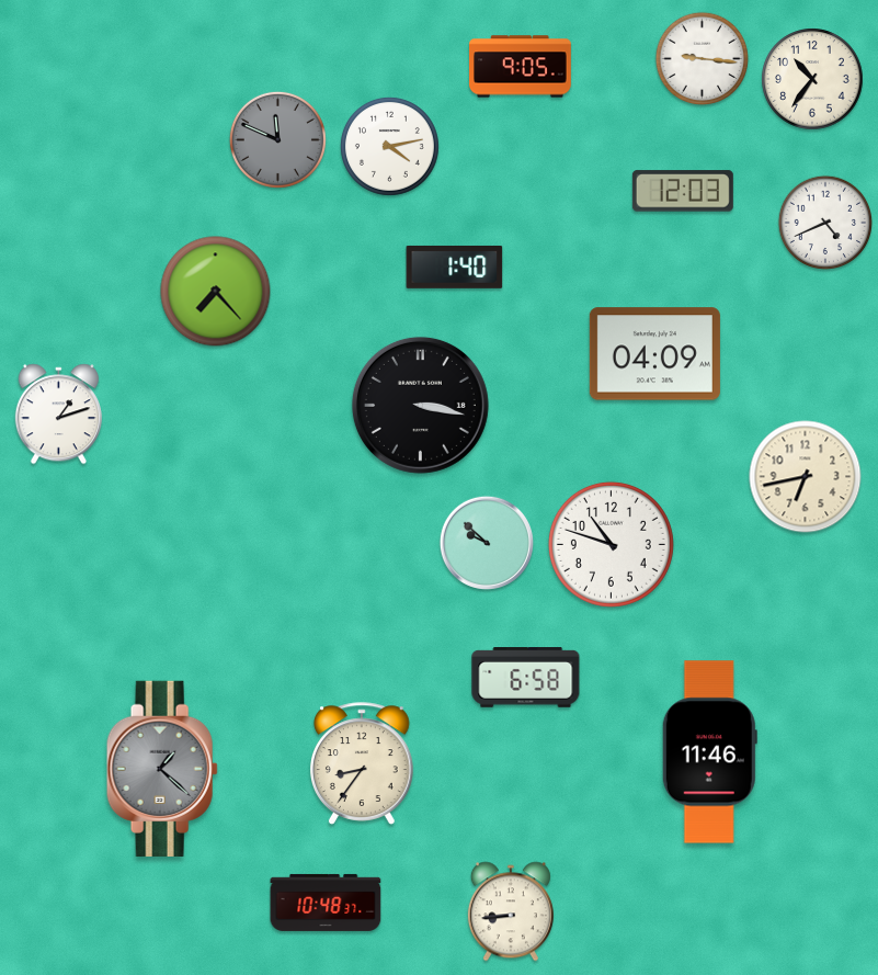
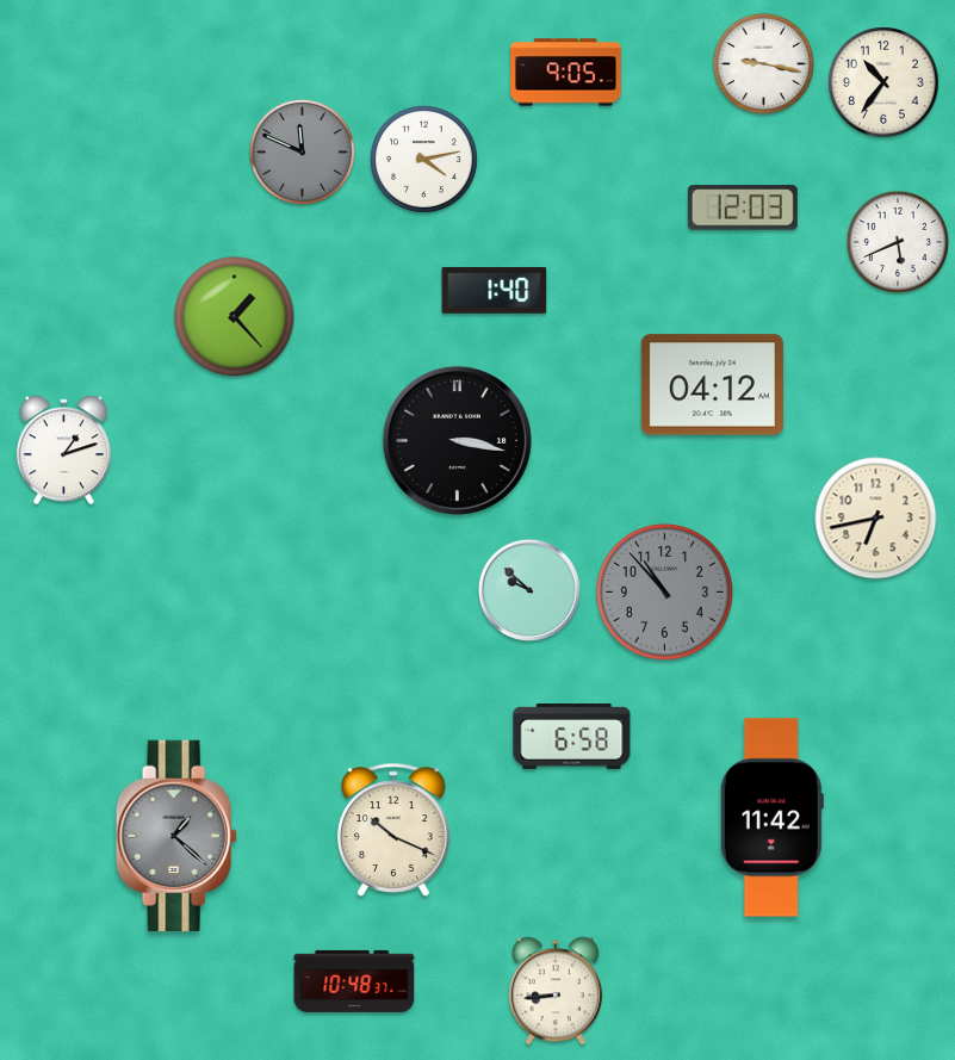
clock at (703, 59): 9:16 -> 9:17
clock at (812, 79) position: (812, 79) -> (883, 82)
clock at (825, 223): 4:41 -> 5:41
clock at (216, 292): 7:23 -> 1:23
clock at (654, 354): 04:09 -> 04:12
clock at (611, 544): 10:48 -> 10:53
clock at (611, 544) dial: white -> grey
clock at (709, 752): 11:46 -> 11:42
clock at (363, 763): 8:36 -> 10:19
